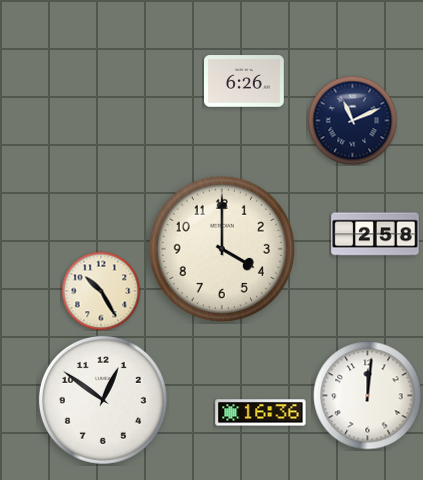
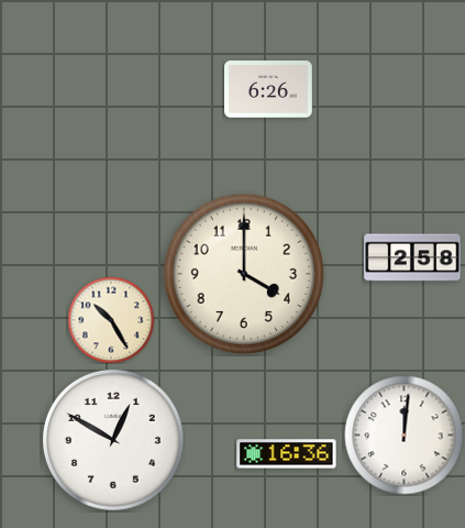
clock at (352, 120): 11:11 -> none
clock at (103, 400): 12:51 -> 12:50
